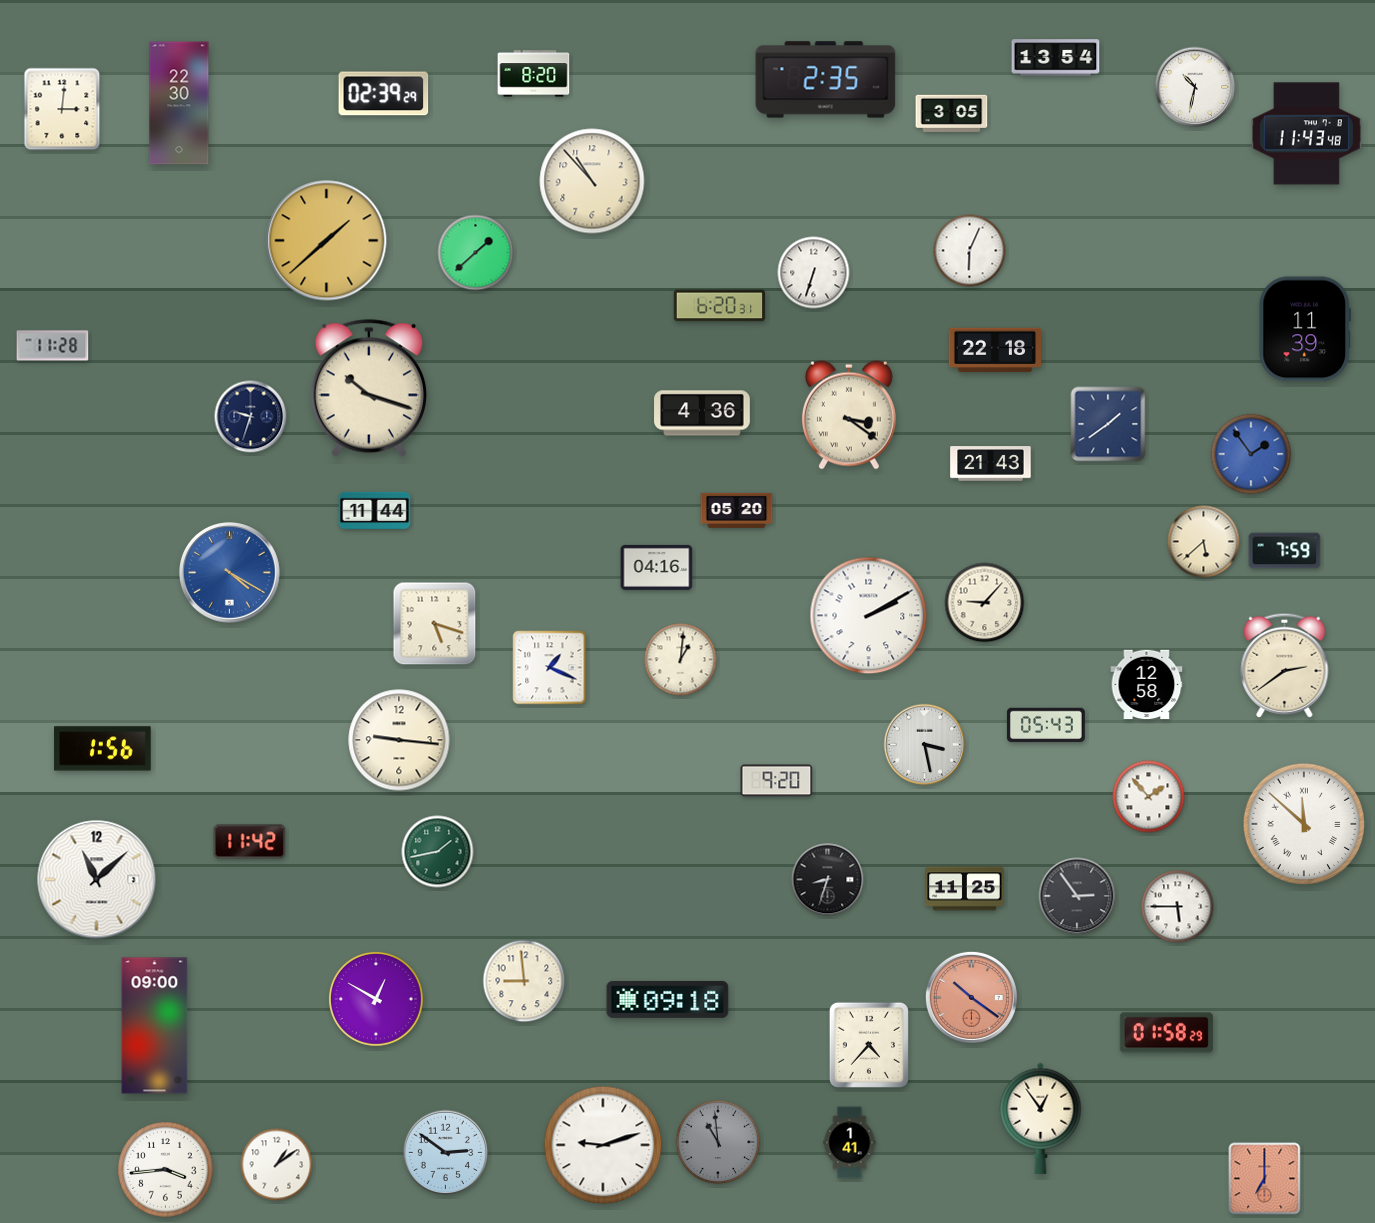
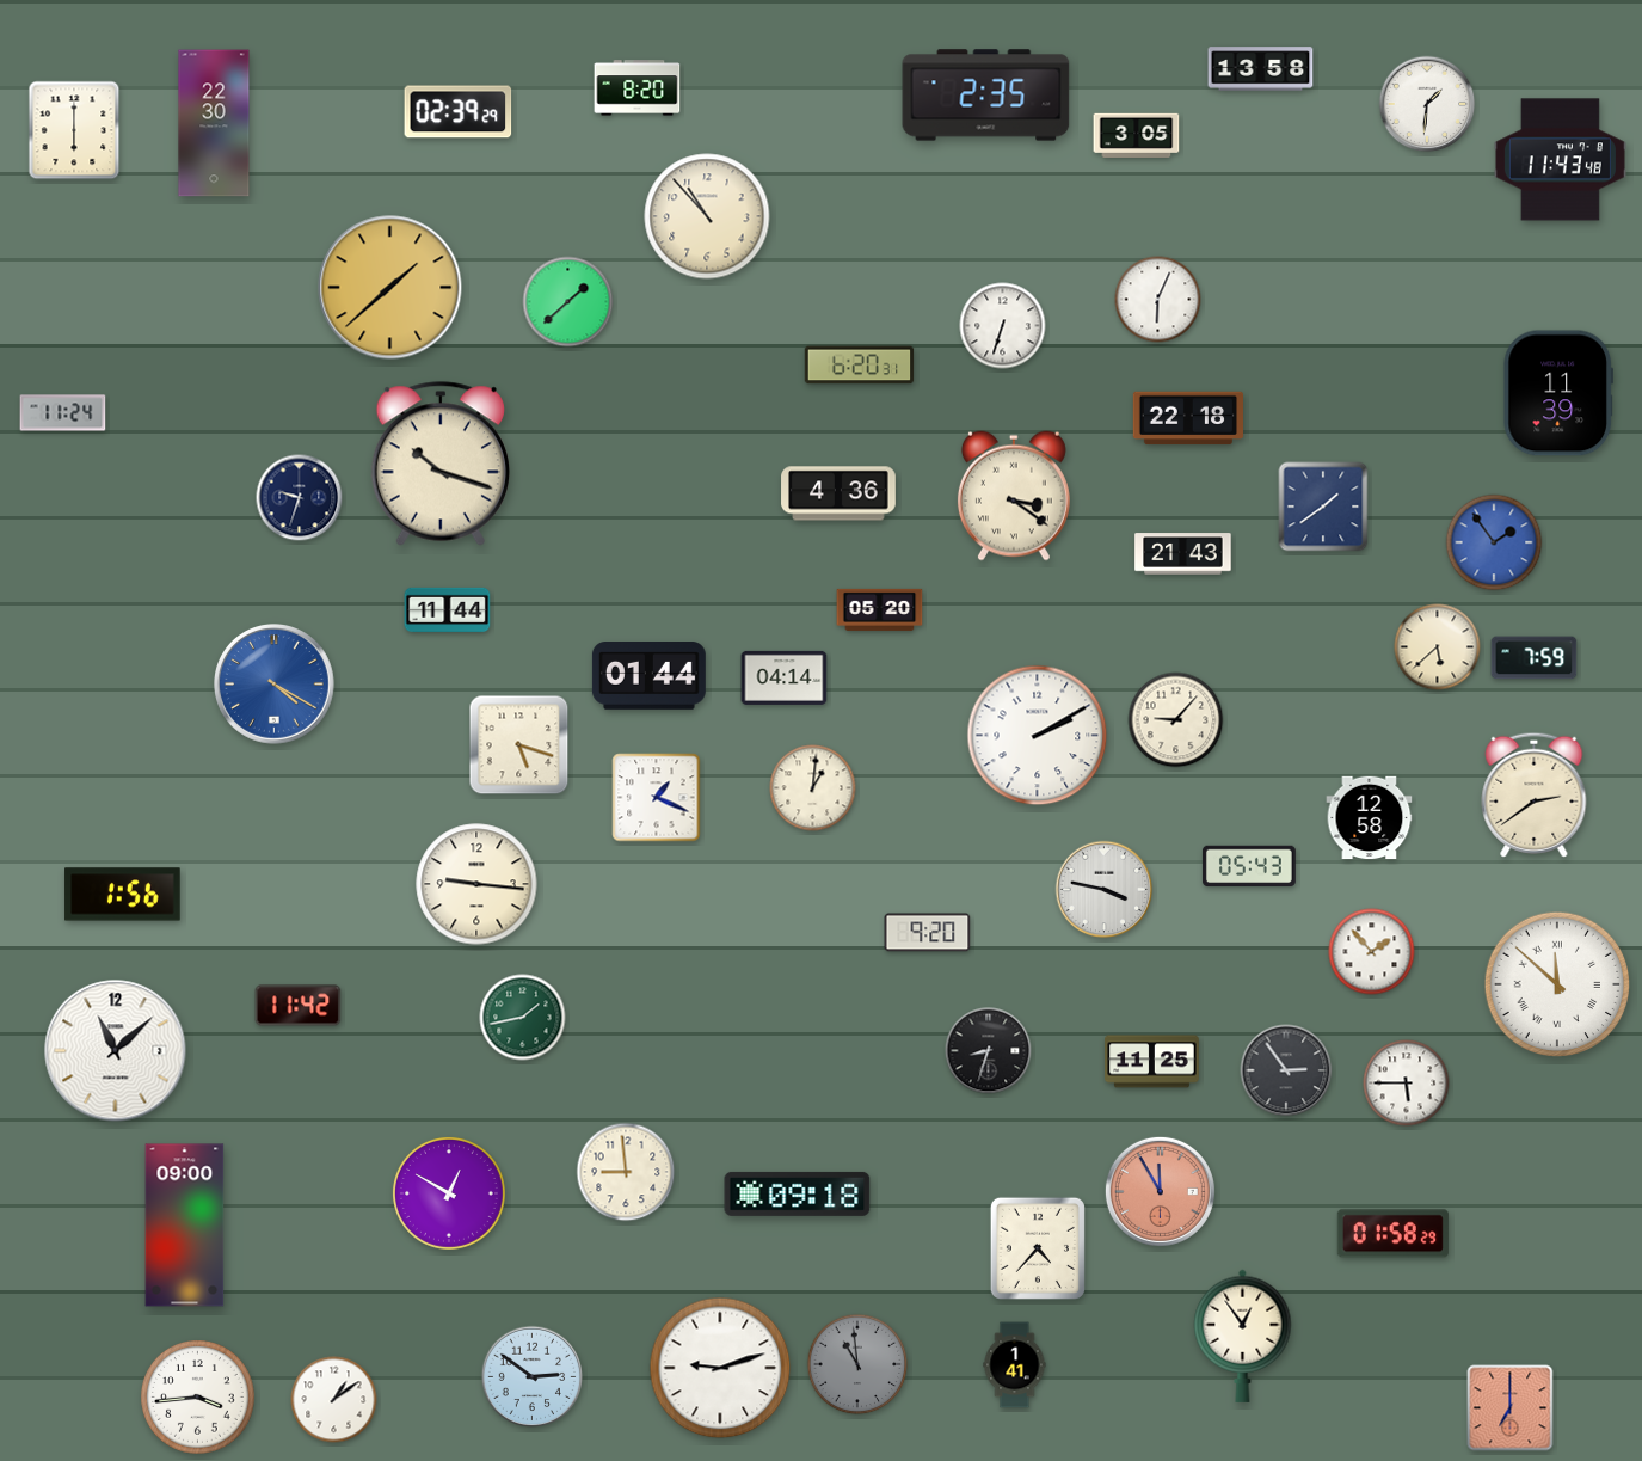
clock at (1056, 58): 13:54 -> 13:58
clock at (1195, 87): 10:32 -> 1:31
clock at (62, 109): 3:01 -> 6:00
clock at (814, 273) position: (814, 273) -> (1003, 326)
clock at (53, 346): 11:28 -> 11:24
clock at (648, 676): none -> 01:44
clock at (657, 567): 04:16 -> 04:14
clock at (925, 745): 3:28 -> 3:47
clock at (971, 997): 10:21 -> 11:55
clock at (277, 1165) position: (277, 1165) -> (334, 1400)
